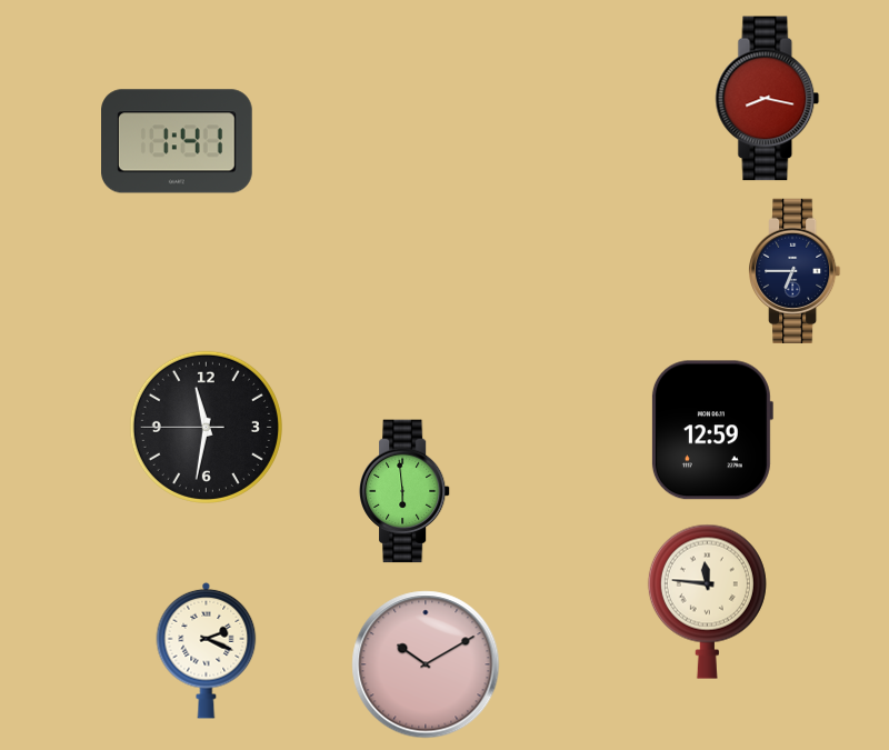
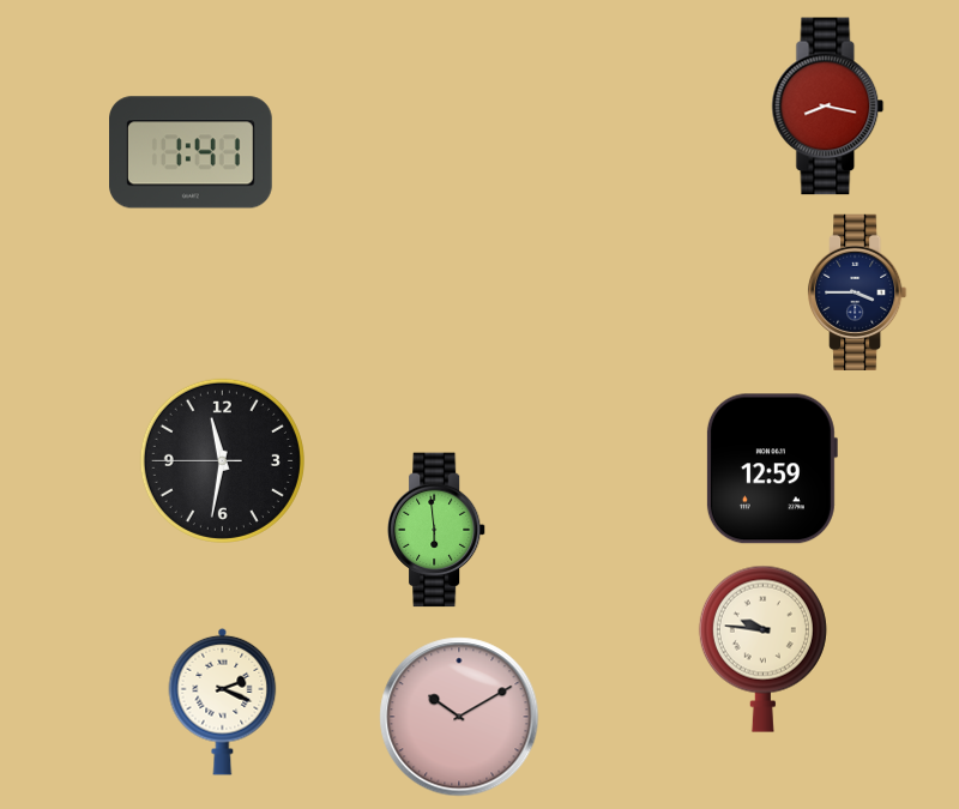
clock at (796, 270): 6:45 -> 3:45
clock at (711, 430) position: (711, 430) -> (771, 469)
clock at (707, 601): 11:46 -> 9:46
